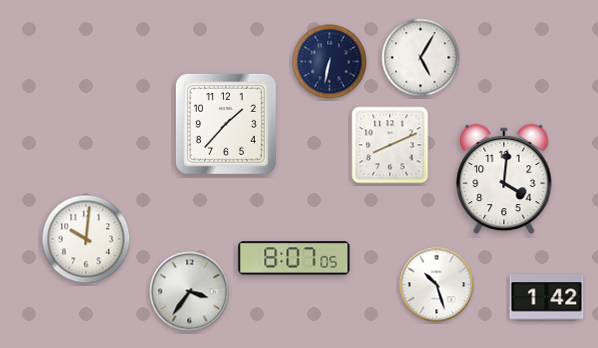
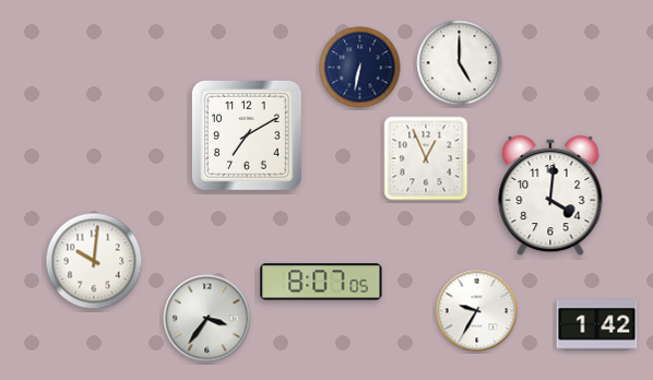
clock at (421, 58): 5:05 -> 5:00
clock at (226, 124): 1:37 -> 7:10
clock at (390, 145): 8:11 -> 12:56
clock at (437, 285): 10:27 -> 9:35
